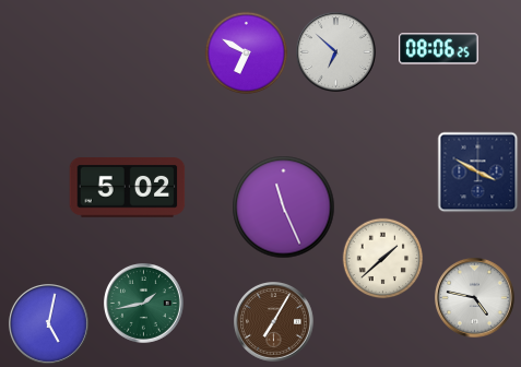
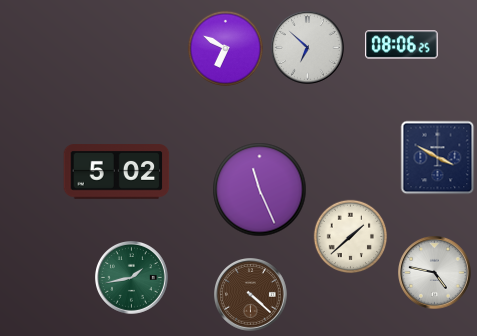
clock at (274, 322): 7:05 -> 4:22
clock at (49, 324): 5:02 -> none
